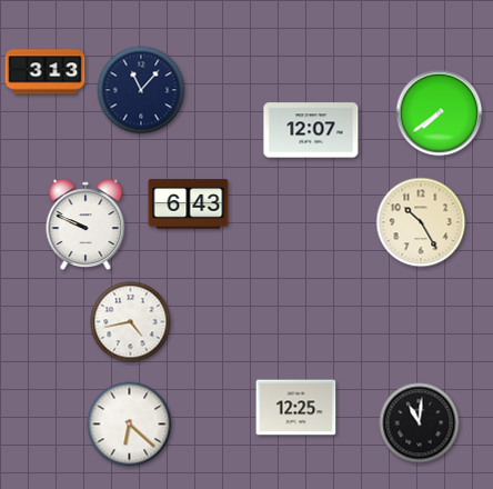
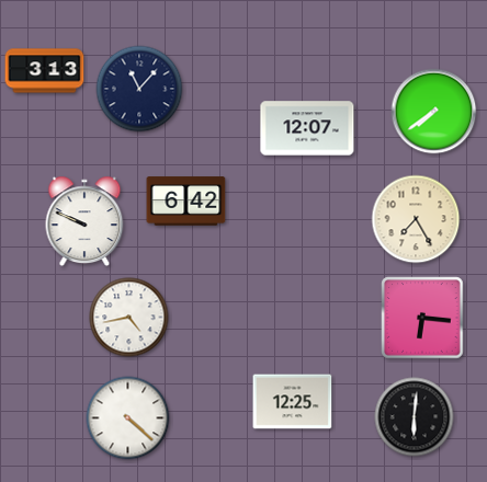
clock at (189, 204): 6:43 -> 6:42
clock at (421, 222): 10:25 -> 7:25
clock at (422, 318): none -> 6:16
clock at (420, 423): 11:01 -> 6:01
clock at (130, 425): 6:22 -> 4:22
